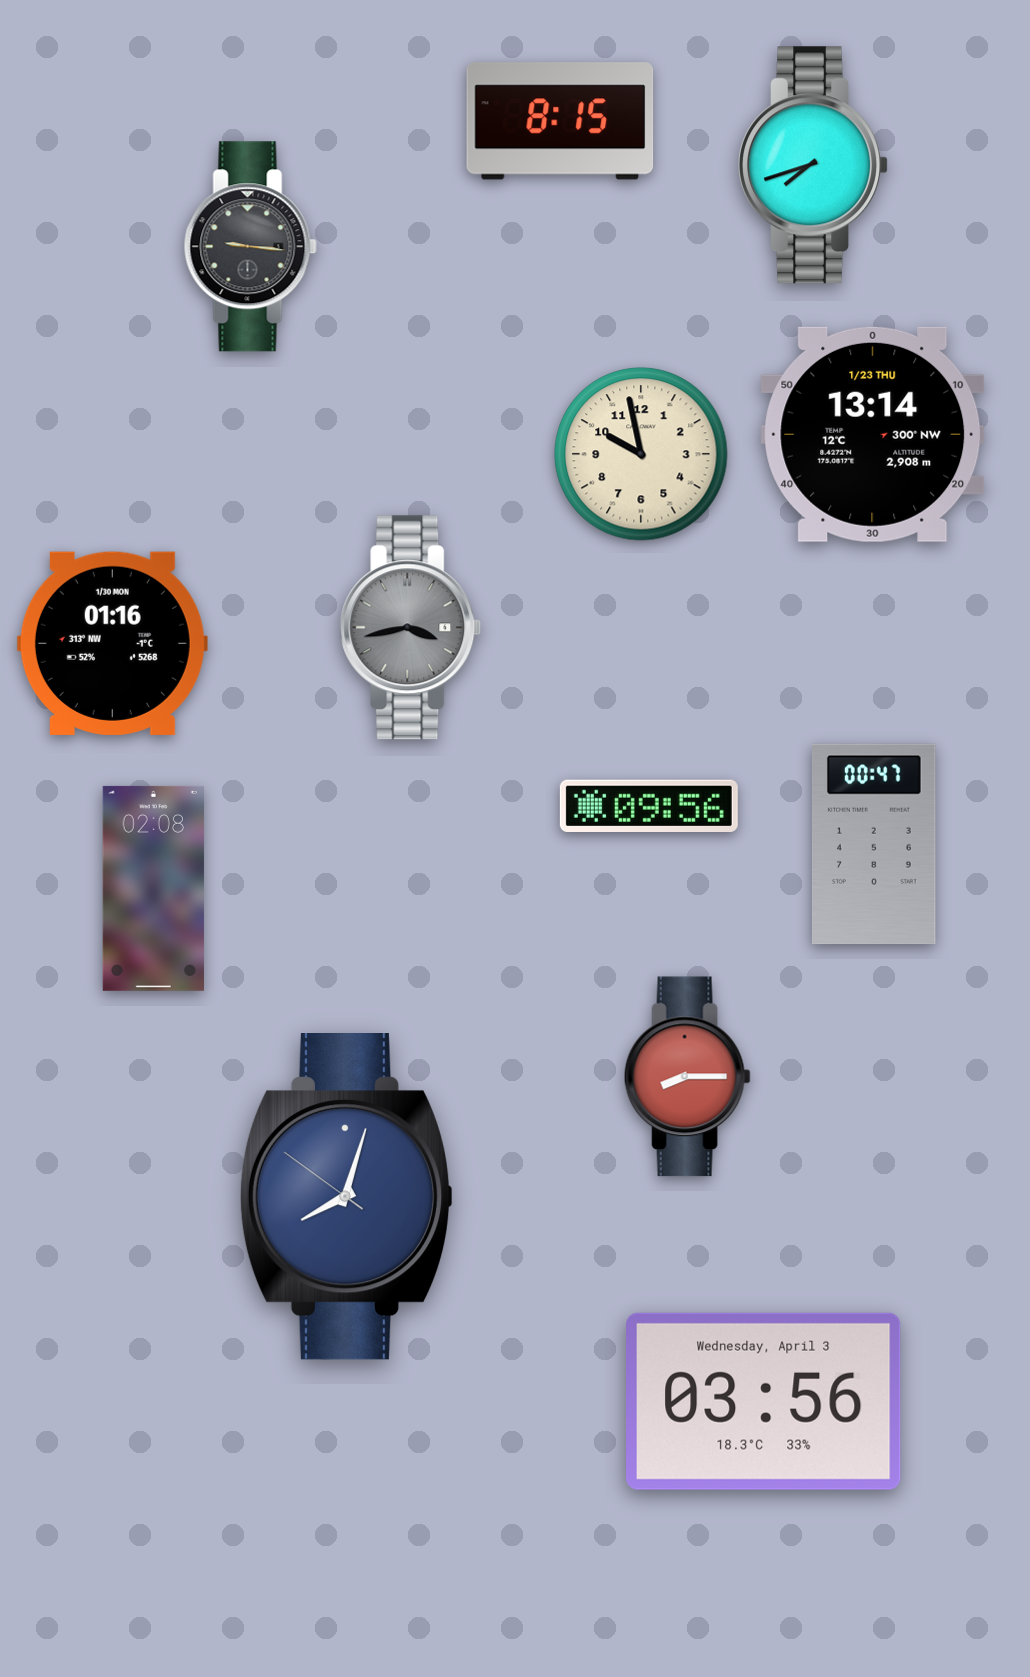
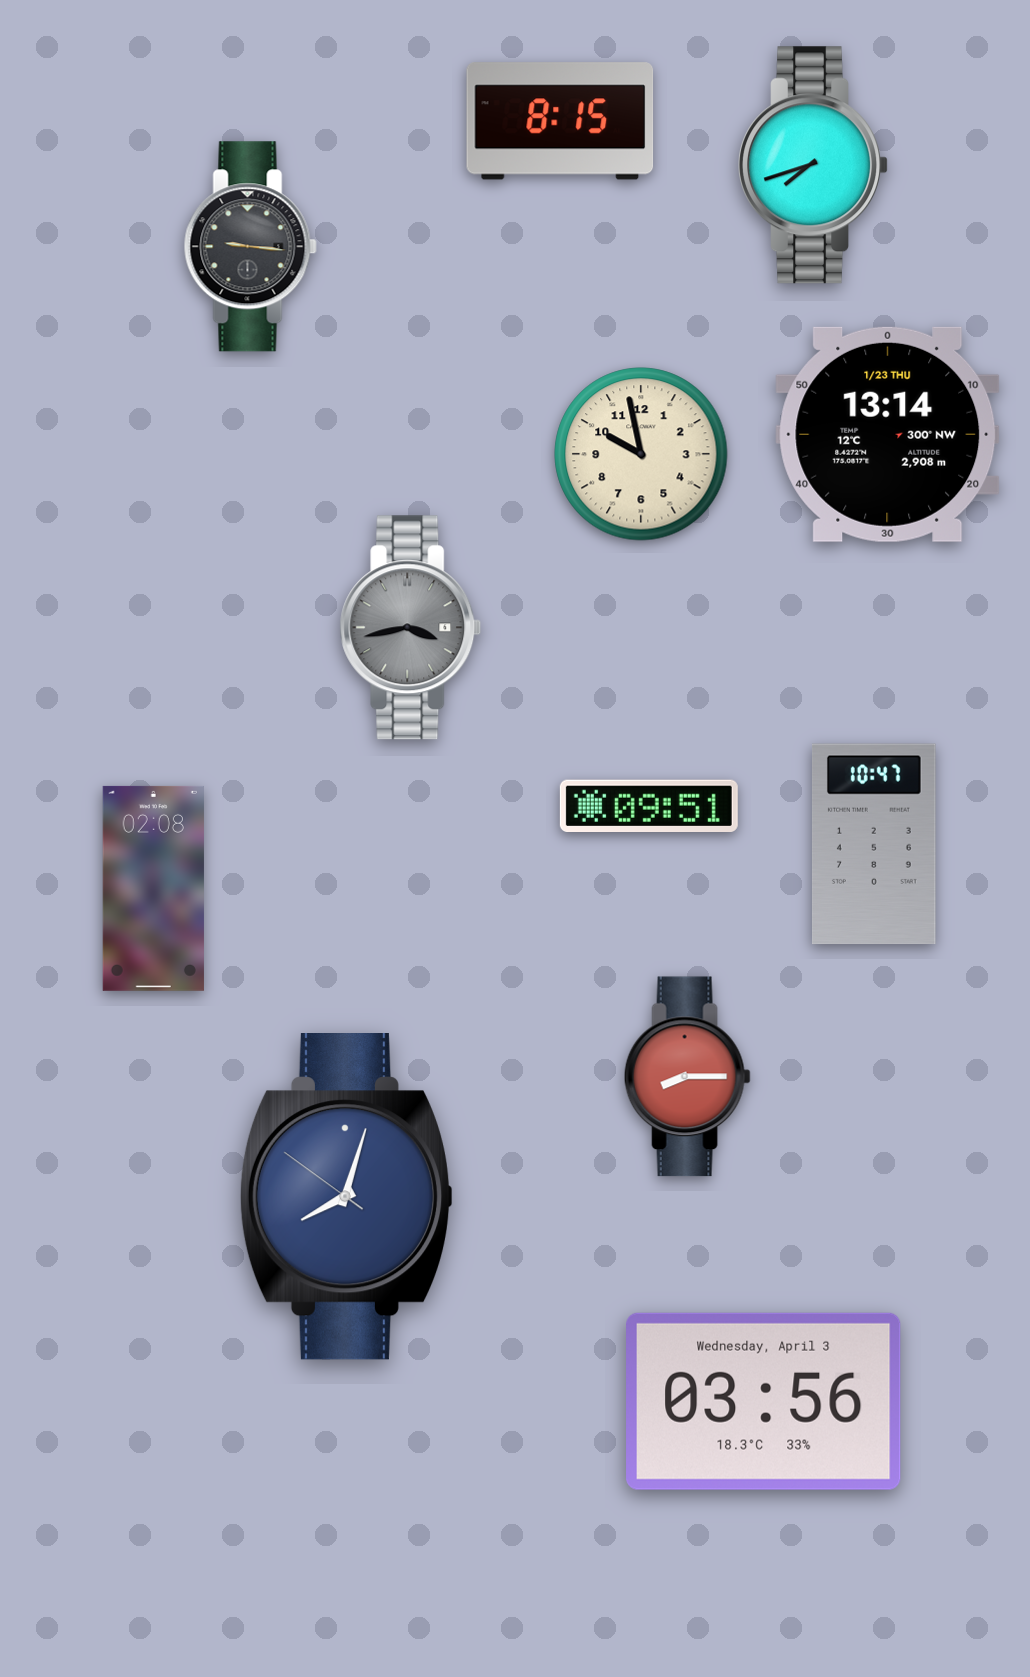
clock at (873, 434) position: (873, 434) -> (888, 434)
clock at (112, 643): 01:16 -> none
clock at (649, 805): 09:56 -> 09:51
clock at (875, 844): 00:47 -> 10:47
